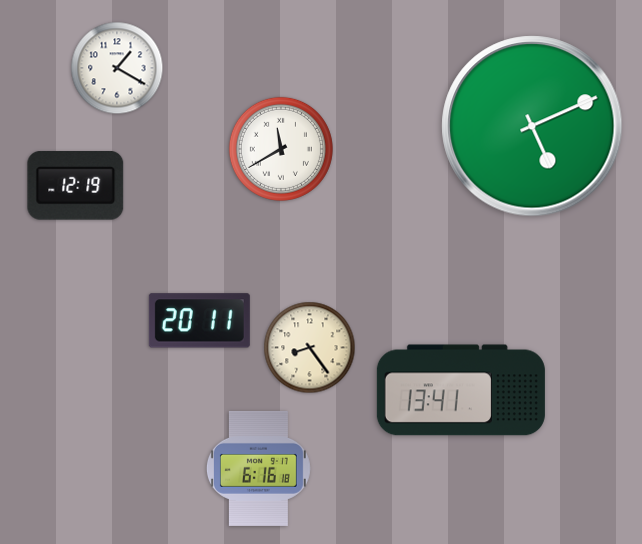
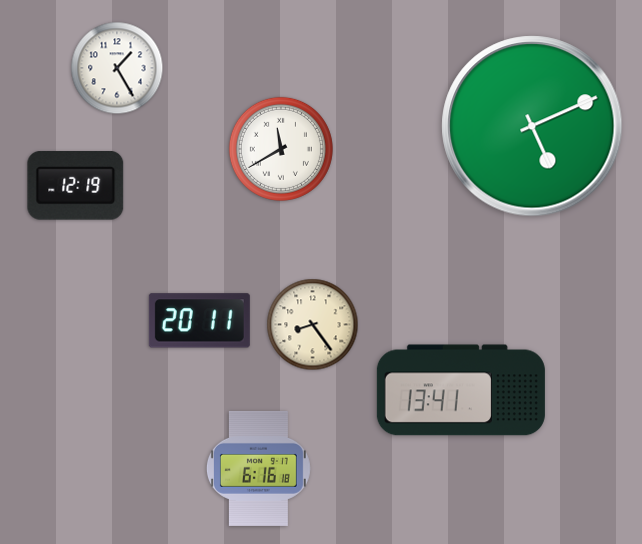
clock at (117, 68): 1:20 -> 1:25
clock at (310, 348) position: (310, 348) -> (313, 325)
